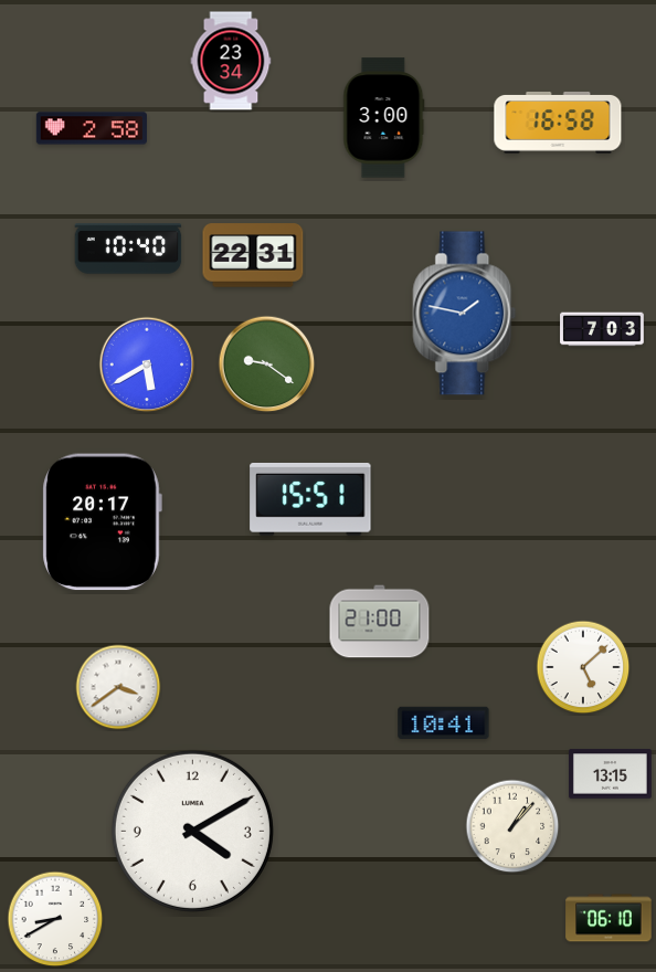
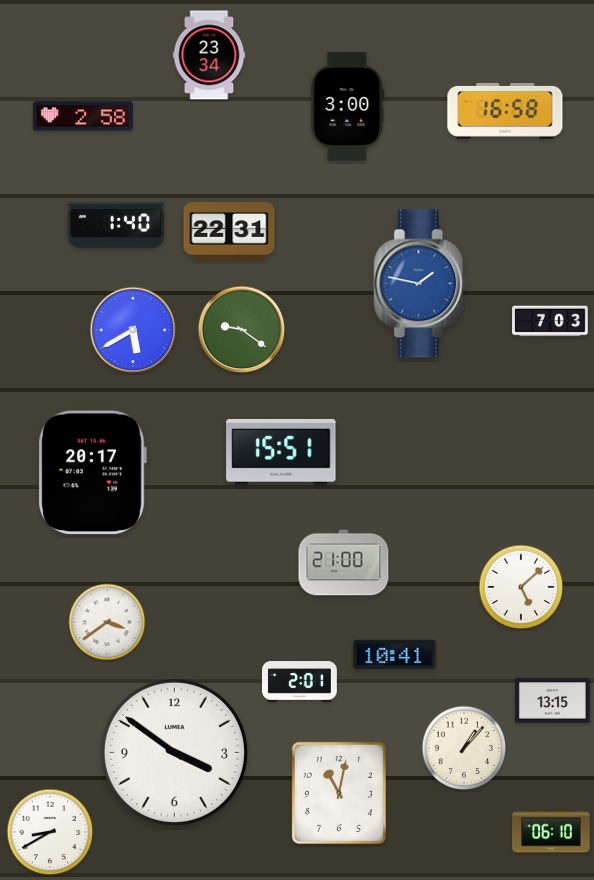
clock at (128, 249): 10:40 -> 1:40
clock at (602, 329) position: (602, 329) -> (550, 321)
clock at (583, 667) position: (583, 667) -> (521, 587)
clock at (444, 722) position: (444, 722) -> (395, 654)
clock at (300, 682): none -> 2:01
clock at (192, 831): 4:10 -> 3:51
clock at (339, 793): none -> 11:02
